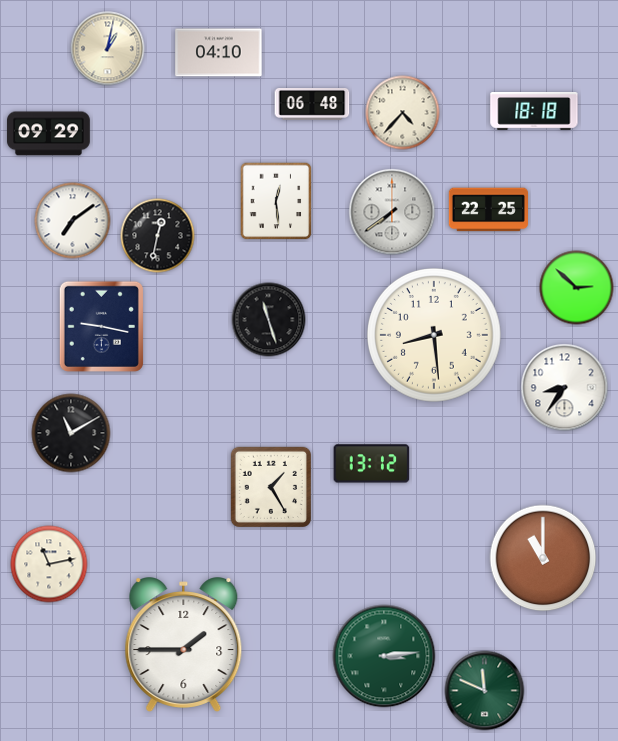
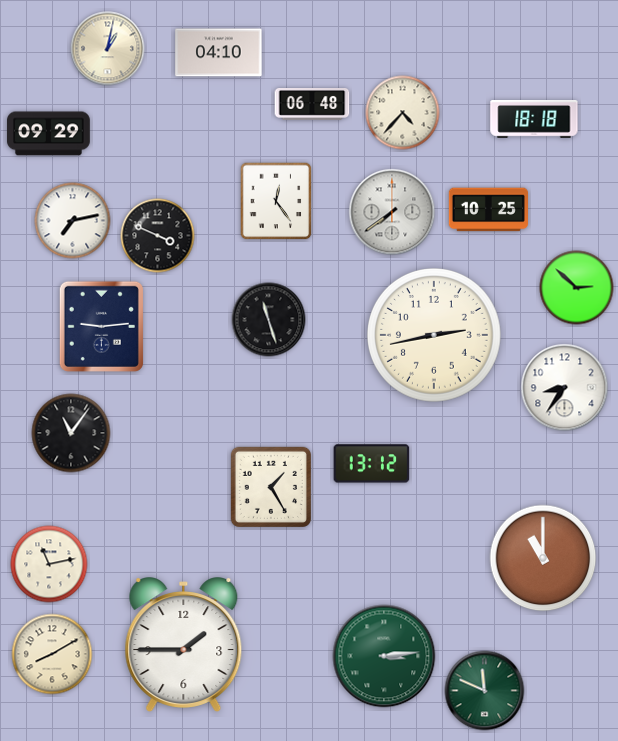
clock at (534, 112) position: (534, 112) -> (534, 120)
clock at (276, 201): 12:29 -> 12:24
clock at (488, 210): 22:25 -> 10:25
clock at (73, 221): 7:09 -> 7:13
clock at (158, 236): 12:32 -> 3:49
clock at (101, 326): 9:17 -> 9:14
clock at (435, 336): 8:29 -> 2:43
clock at (71, 433): 11:10 -> 11:06
clock at (52, 654): none -> 8:10
